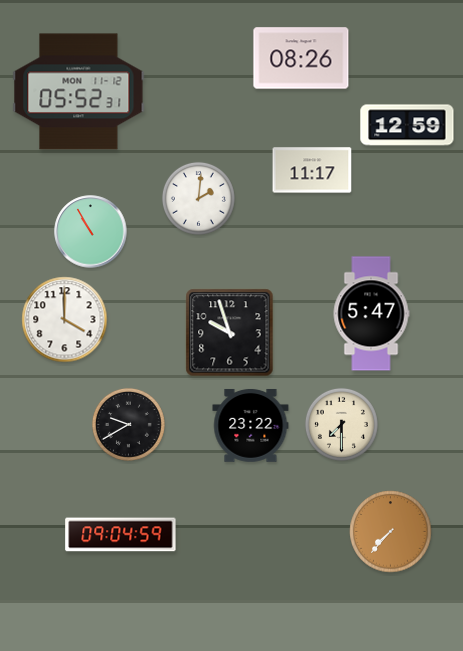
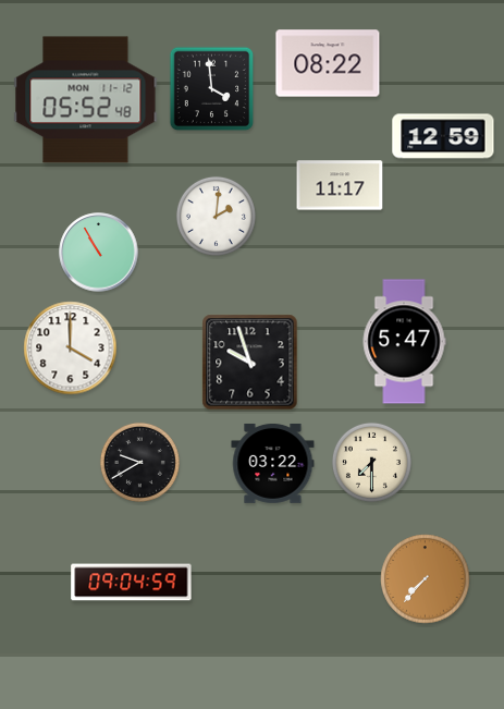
clock at (301, 58): 08:26 -> 08:22
clock at (212, 89): none -> 3:59
clock at (79, 92): 05:52:31 -> 05:52:48
clock at (251, 425): 23:22 -> 03:22
